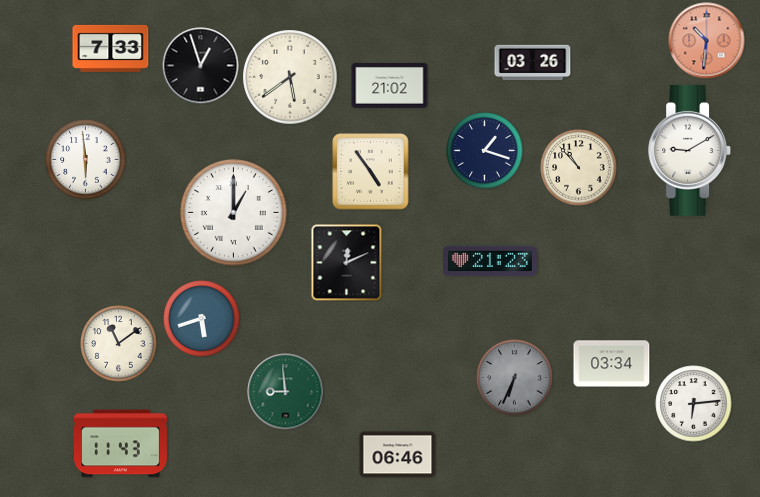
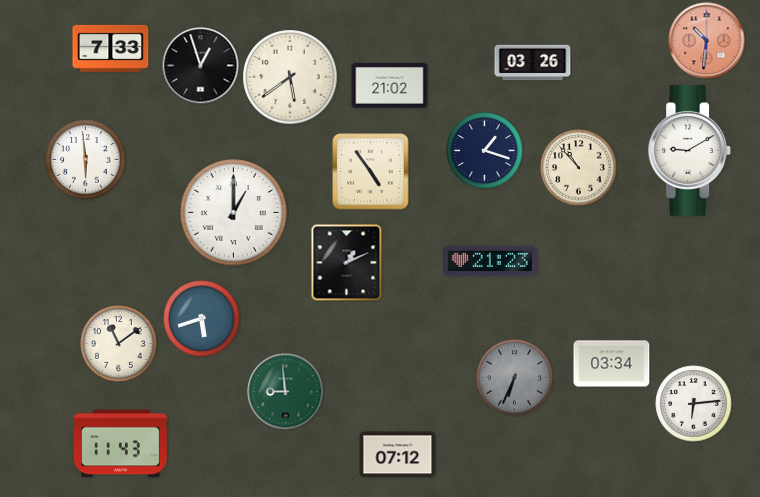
clock at (347, 263): 12:11 -> 1:11
clock at (398, 455): 06:46 -> 07:12
